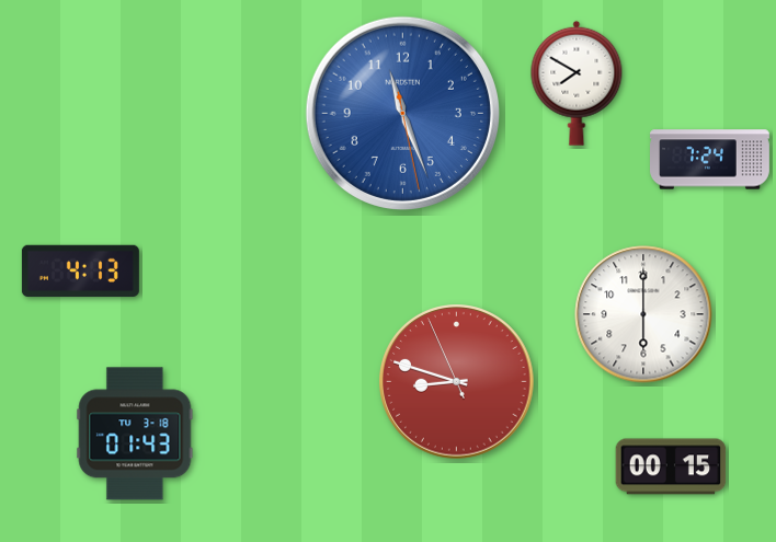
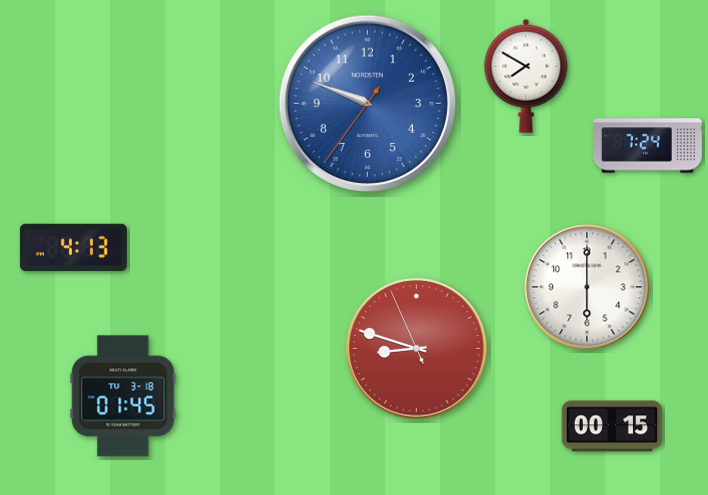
clock at (402, 113): 11:26 -> 9:48
clock at (135, 434): 01:43 -> 01:45
